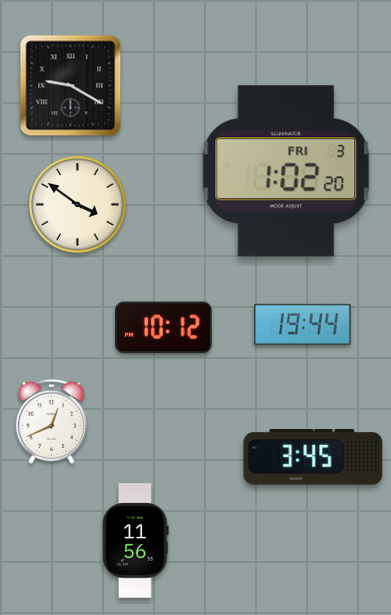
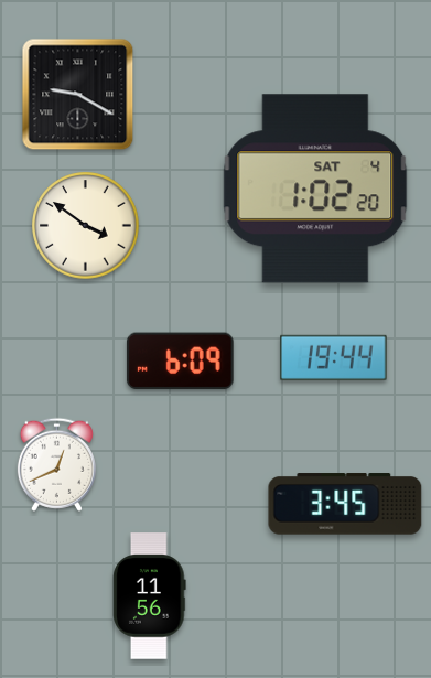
clock at (286, 171) date: FRI 3 -> SAT 4
clock at (163, 328): 10:12 -> 6:09
